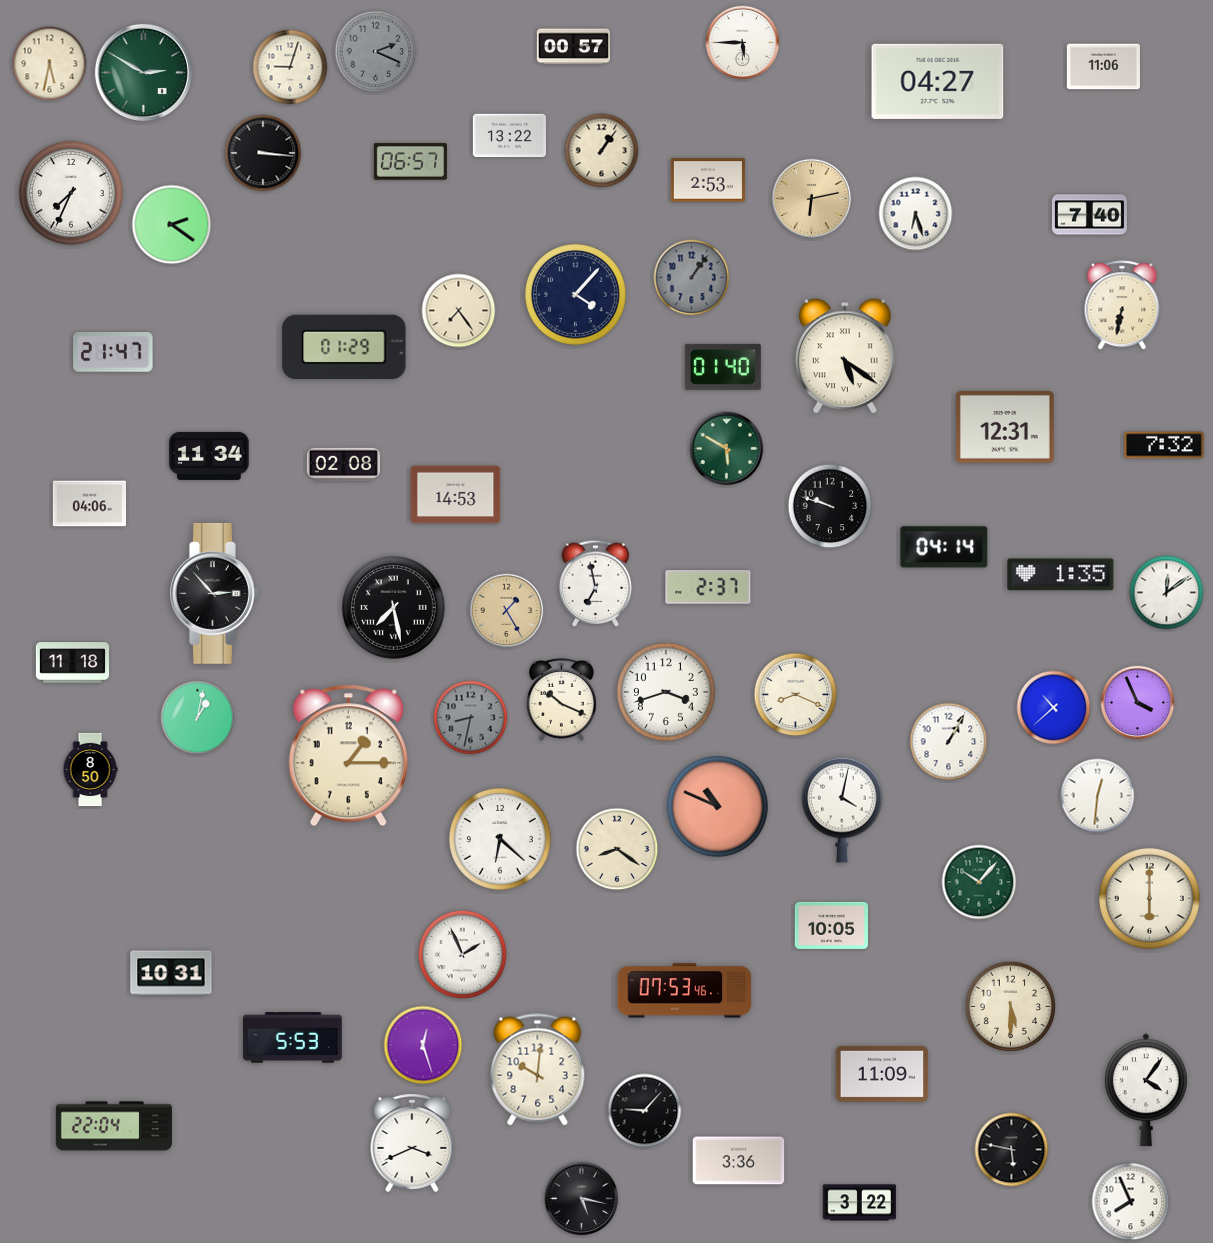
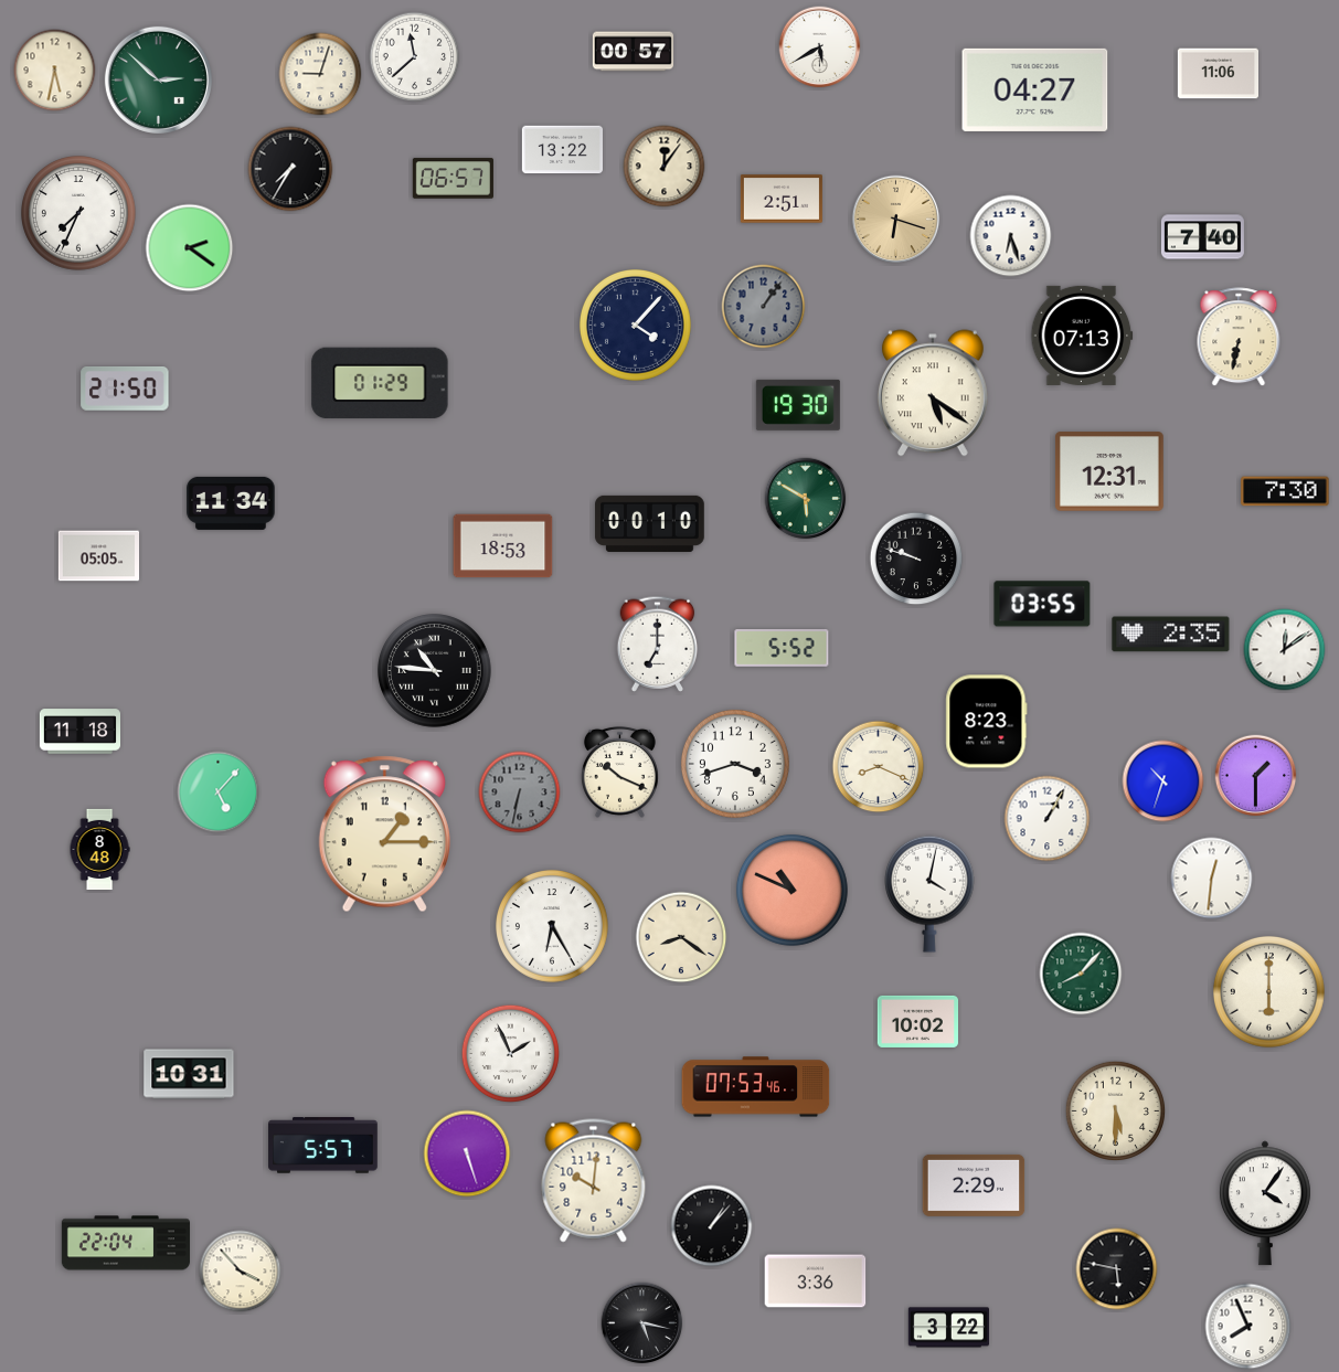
clock at (743, 43): 5:45 -> 5:40
clock at (376, 52): 2:19 -> 11:38
clock at (376, 52) dial: grey -> white
clock at (143, 72): 2:50 -> 2:52
clock at (602, 151): 1:06 -> 12:06
clock at (263, 153): 3:16 -> 7:35
clock at (708, 180): 2:53 -> 2:51
clock at (812, 199): 6:13 -> 6:18
clock at (1082, 336): none -> 07:13
clock at (459, 311): 7:24 -> none
clock at (113, 353): 21:47 -> 21:50
clock at (723, 367): 01:40 -> 19:30
clock at (1164, 445): 7:32 -> 7:30
clock at (727, 449) position: (727, 449) -> (806, 499)
clock at (343, 465): 02:08 -> none
clock at (650, 523): none -> 00:10
clock at (456, 495): 14:53 -> 18:53
clock at (89, 504): 04:06 -> 05:05
clock at (944, 547): 04:14 -> 03:55
clock at (1061, 575): 1:35 -> 2:35
clock at (596, 583): 6:58 -> 7:00
clock at (708, 587): 2:37 -> 5:52
clock at (215, 593): 2:53 -> none
clock at (1167, 593) position: (1167, 593) -> (1285, 650)
clock at (394, 608): 7:28 -> 10:46
clock at (507, 611): 1:25 -> none
clock at (987, 722): none -> 8:23
clock at (1138, 703): 3:56 -> 1:30
clock at (1054, 708): 10:38 -> 10:33
clock at (198, 718): 1:02 -> 5:07
clock at (471, 718): 8:32 -> 6:32
clock at (90, 769): 8:50 -> 8:48
clock at (501, 840): 6:22 -> 6:25
clock at (979, 882): 10:07 -> 8:07
clock at (831, 925): 10:05 -> 10:02
clock at (685, 991) position: (685, 991) -> (756, 1087)
clock at (293, 1038): 5:53 -> 5:57
clock at (423, 1045): 12:27 -> 5:27
clock at (882, 1074): 11:09 -> 2:29
clock at (645, 1111): 9:07 -> 1:07
clock at (412, 1143): 3:41 -> none
clock at (241, 1272): none -> 3:53
